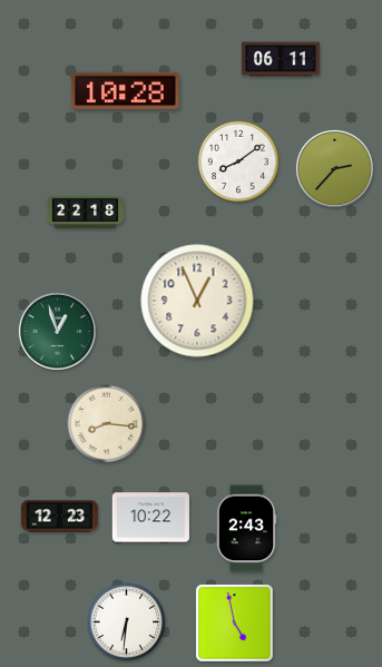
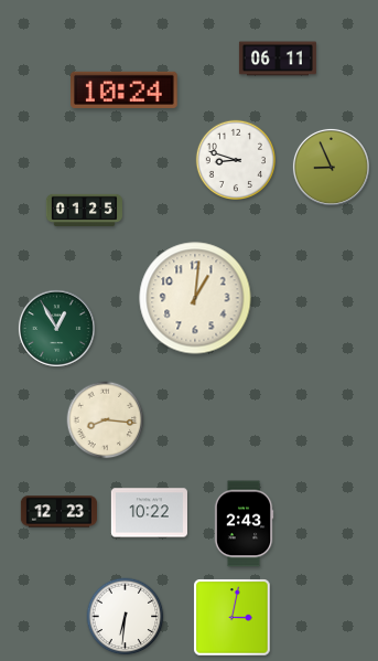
clock at (126, 90): 10:28 -> 10:24
clock at (237, 160): 8:09 -> 8:48
clock at (334, 168): 2:37 -> 8:56
clock at (85, 212): 22:18 -> 01:25
clock at (197, 301): 12:56 -> 1:01
clock at (57, 331): 12:57 -> 12:55
clock at (235, 624): 4:58 -> 3:02
